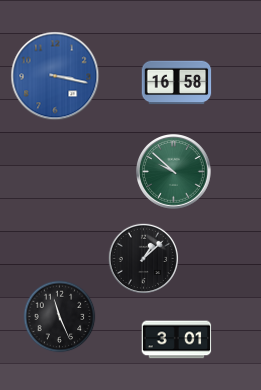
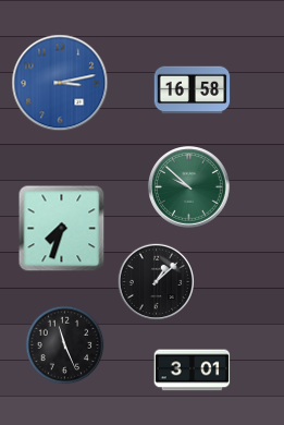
clock at (55, 76): 3:17 -> 3:13
clock at (62, 229): none -> 7:33
